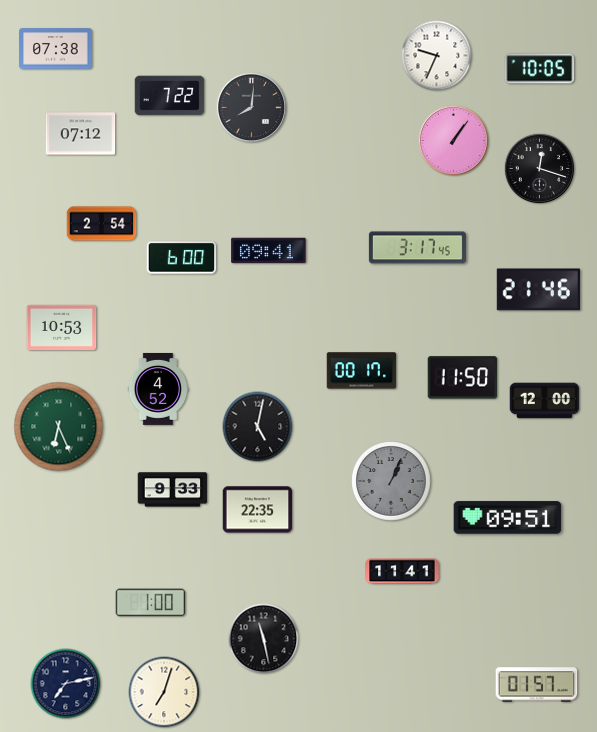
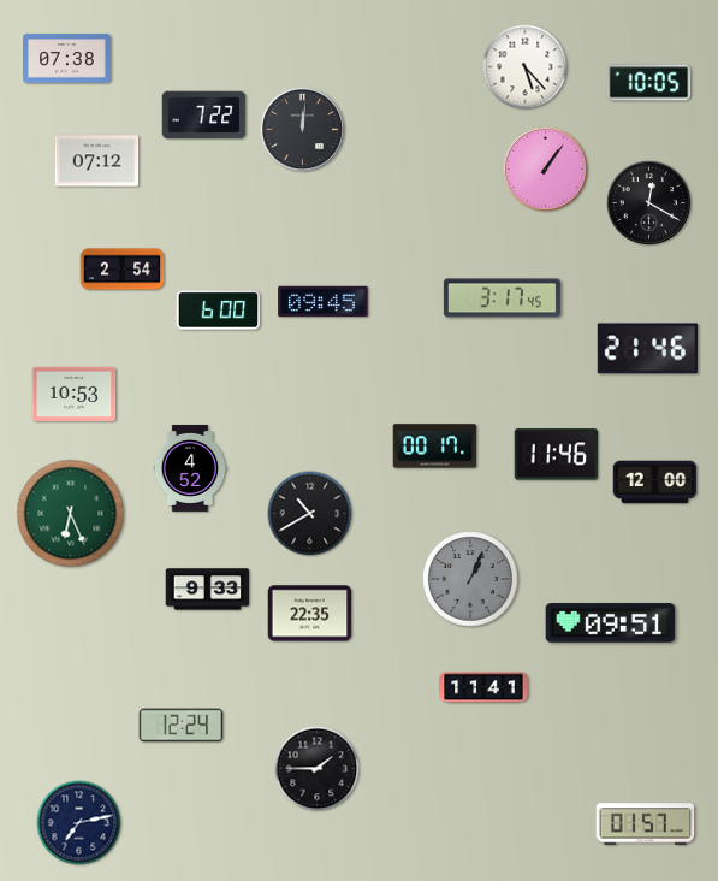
clock at (437, 56): 9:34 -> 5:23
clock at (252, 108): 8:01 -> 12:01
clock at (540, 169): 12:18 -> 12:20
clock at (269, 251): 09:41 -> 09:45
clock at (463, 378): 11:50 -> 11:46
clock at (258, 427): 5:02 -> 10:40
clock at (151, 603): 1:00 -> 12:24
clock at (264, 639): 11:28 -> 1:45
clock at (164, 692): 7:03 -> none
